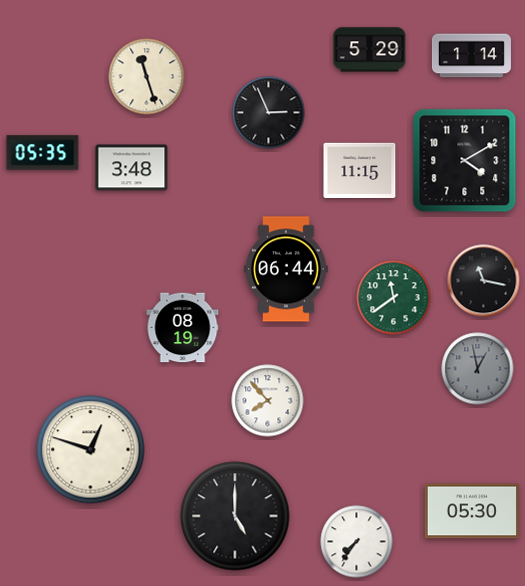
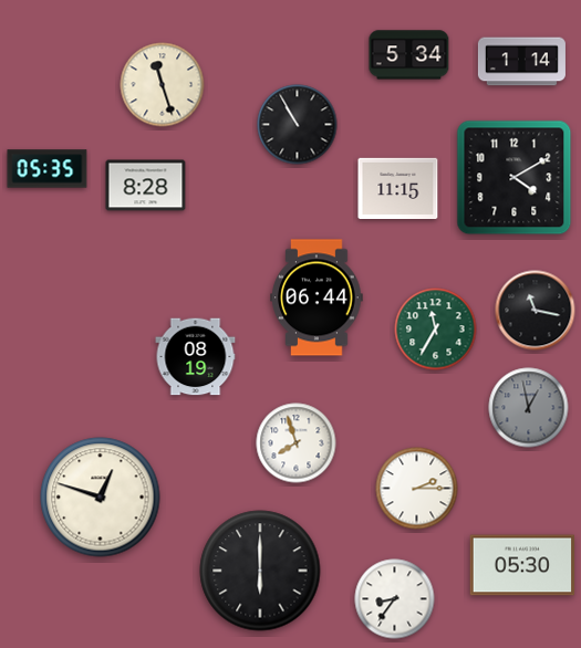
clock at (370, 50): 5:29 -> 5:34
clock at (269, 113): 2:56 -> 10:55
clock at (132, 168): 3:48 -> 8:28
clock at (394, 298): 11:39 -> 11:35
clock at (183, 328) position: (183, 328) -> (196, 357)
clock at (268, 401): 7:53 -> 7:57
clock at (417, 489): none -> 2:15
clock at (235, 516): 5:00 -> 6:00
clock at (357, 542): 7:36 -> 8:36
